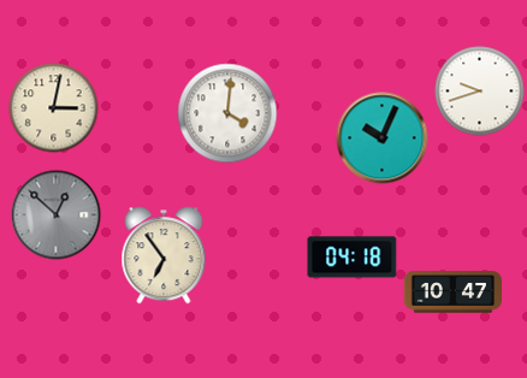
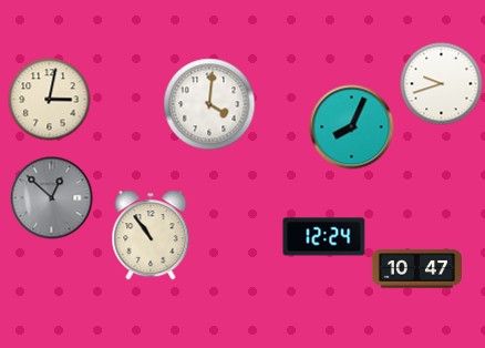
clock at (383, 138): 10:04 -> 8:04
clock at (164, 255): 6:54 -> 10:54
clock at (353, 258): 04:18 -> 12:24
